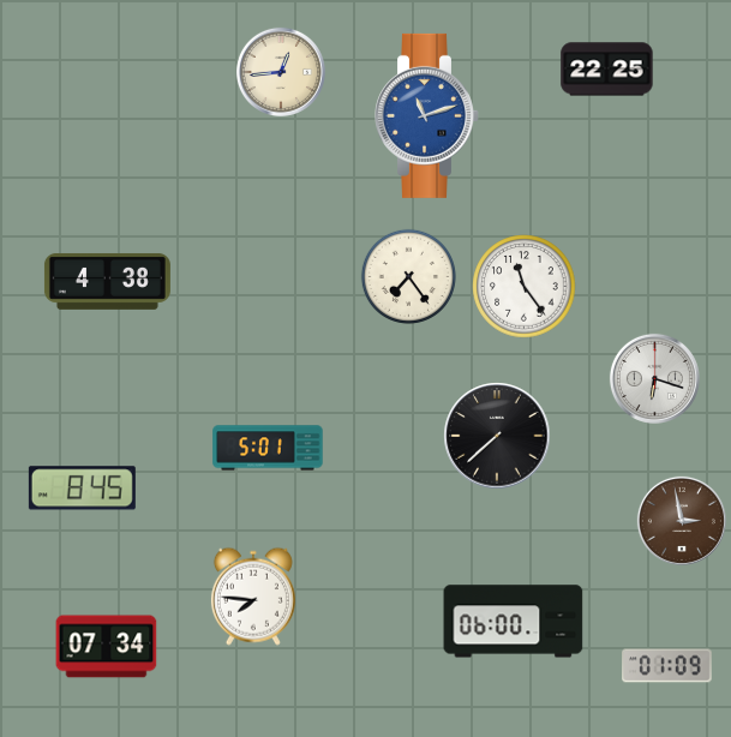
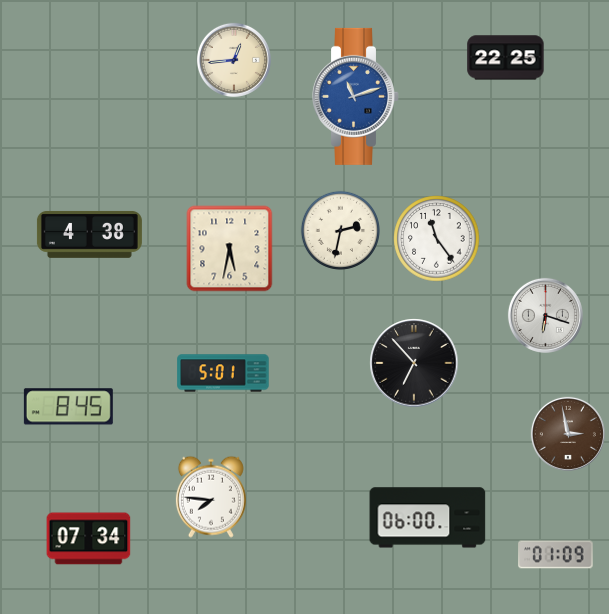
clock at (408, 276): 7:24 -> 2:32
clock at (230, 249): none -> 5:32
clock at (497, 436): 7:38 -> 6:53
